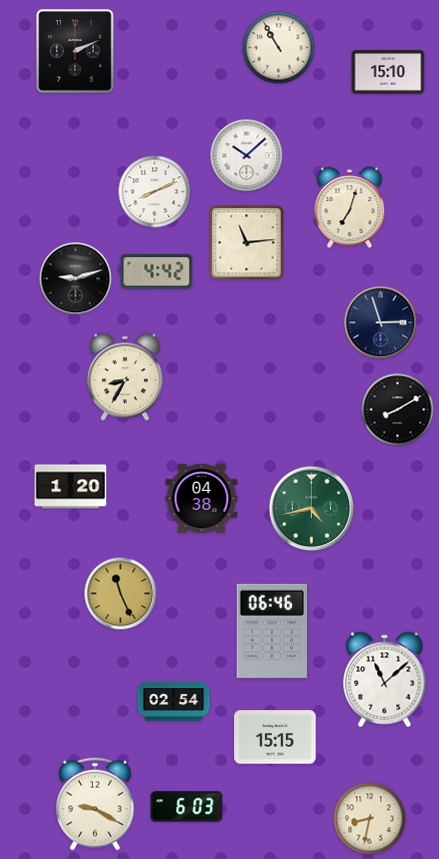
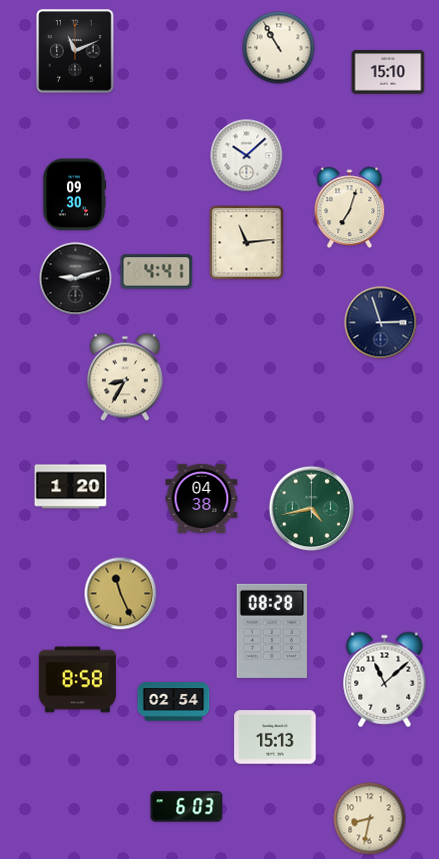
clock at (75, 51): 2:11 -> 11:11
clock at (155, 192): 8:11 -> none
clock at (74, 195): none -> 09:30
clock at (157, 272): 4:42 -> 4:41
clock at (398, 410): 8:10 -> none
clock at (272, 631): 06:46 -> 08:28
clock at (77, 680): none -> 8:58
clock at (275, 737): 15:15 -> 15:13
clock at (95, 804): 9:20 -> none
